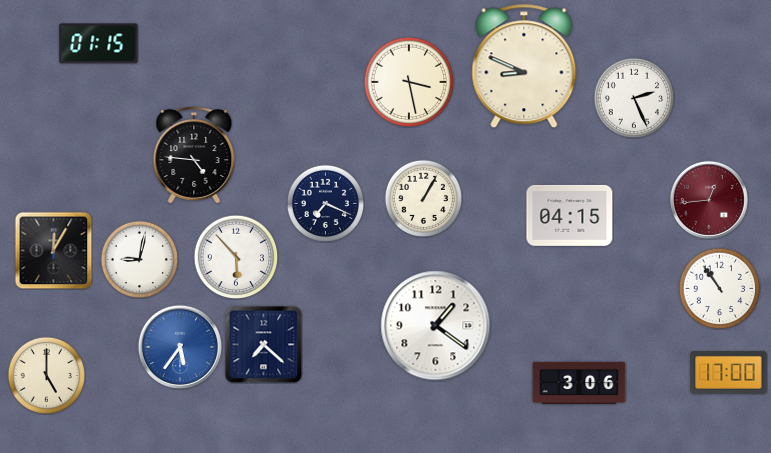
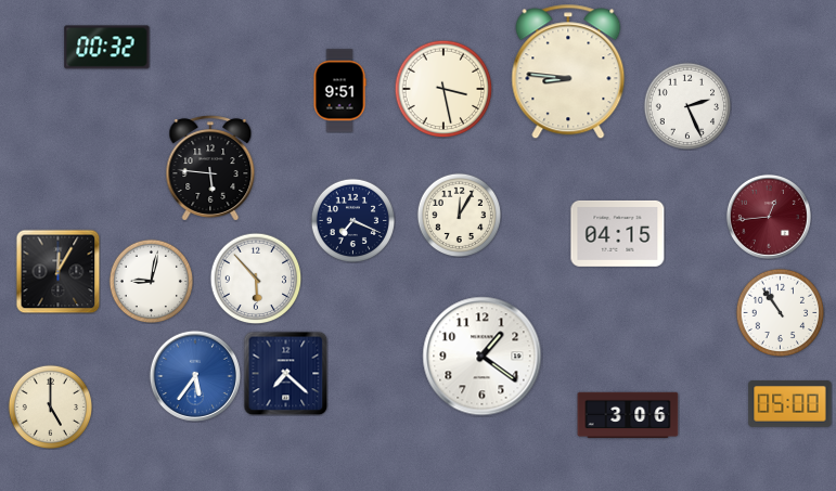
clock at (99, 44): 01:15 -> 00:32
clock at (524, 66): 8:49 -> 8:46
clock at (339, 91): none -> 9:51
clock at (194, 155): 4:46 -> 5:46
clock at (423, 198): 1:05 -> 12:05
clock at (436, 326) position: (436, 326) -> (483, 357)
clock at (729, 373): 17:00 -> 05:00
